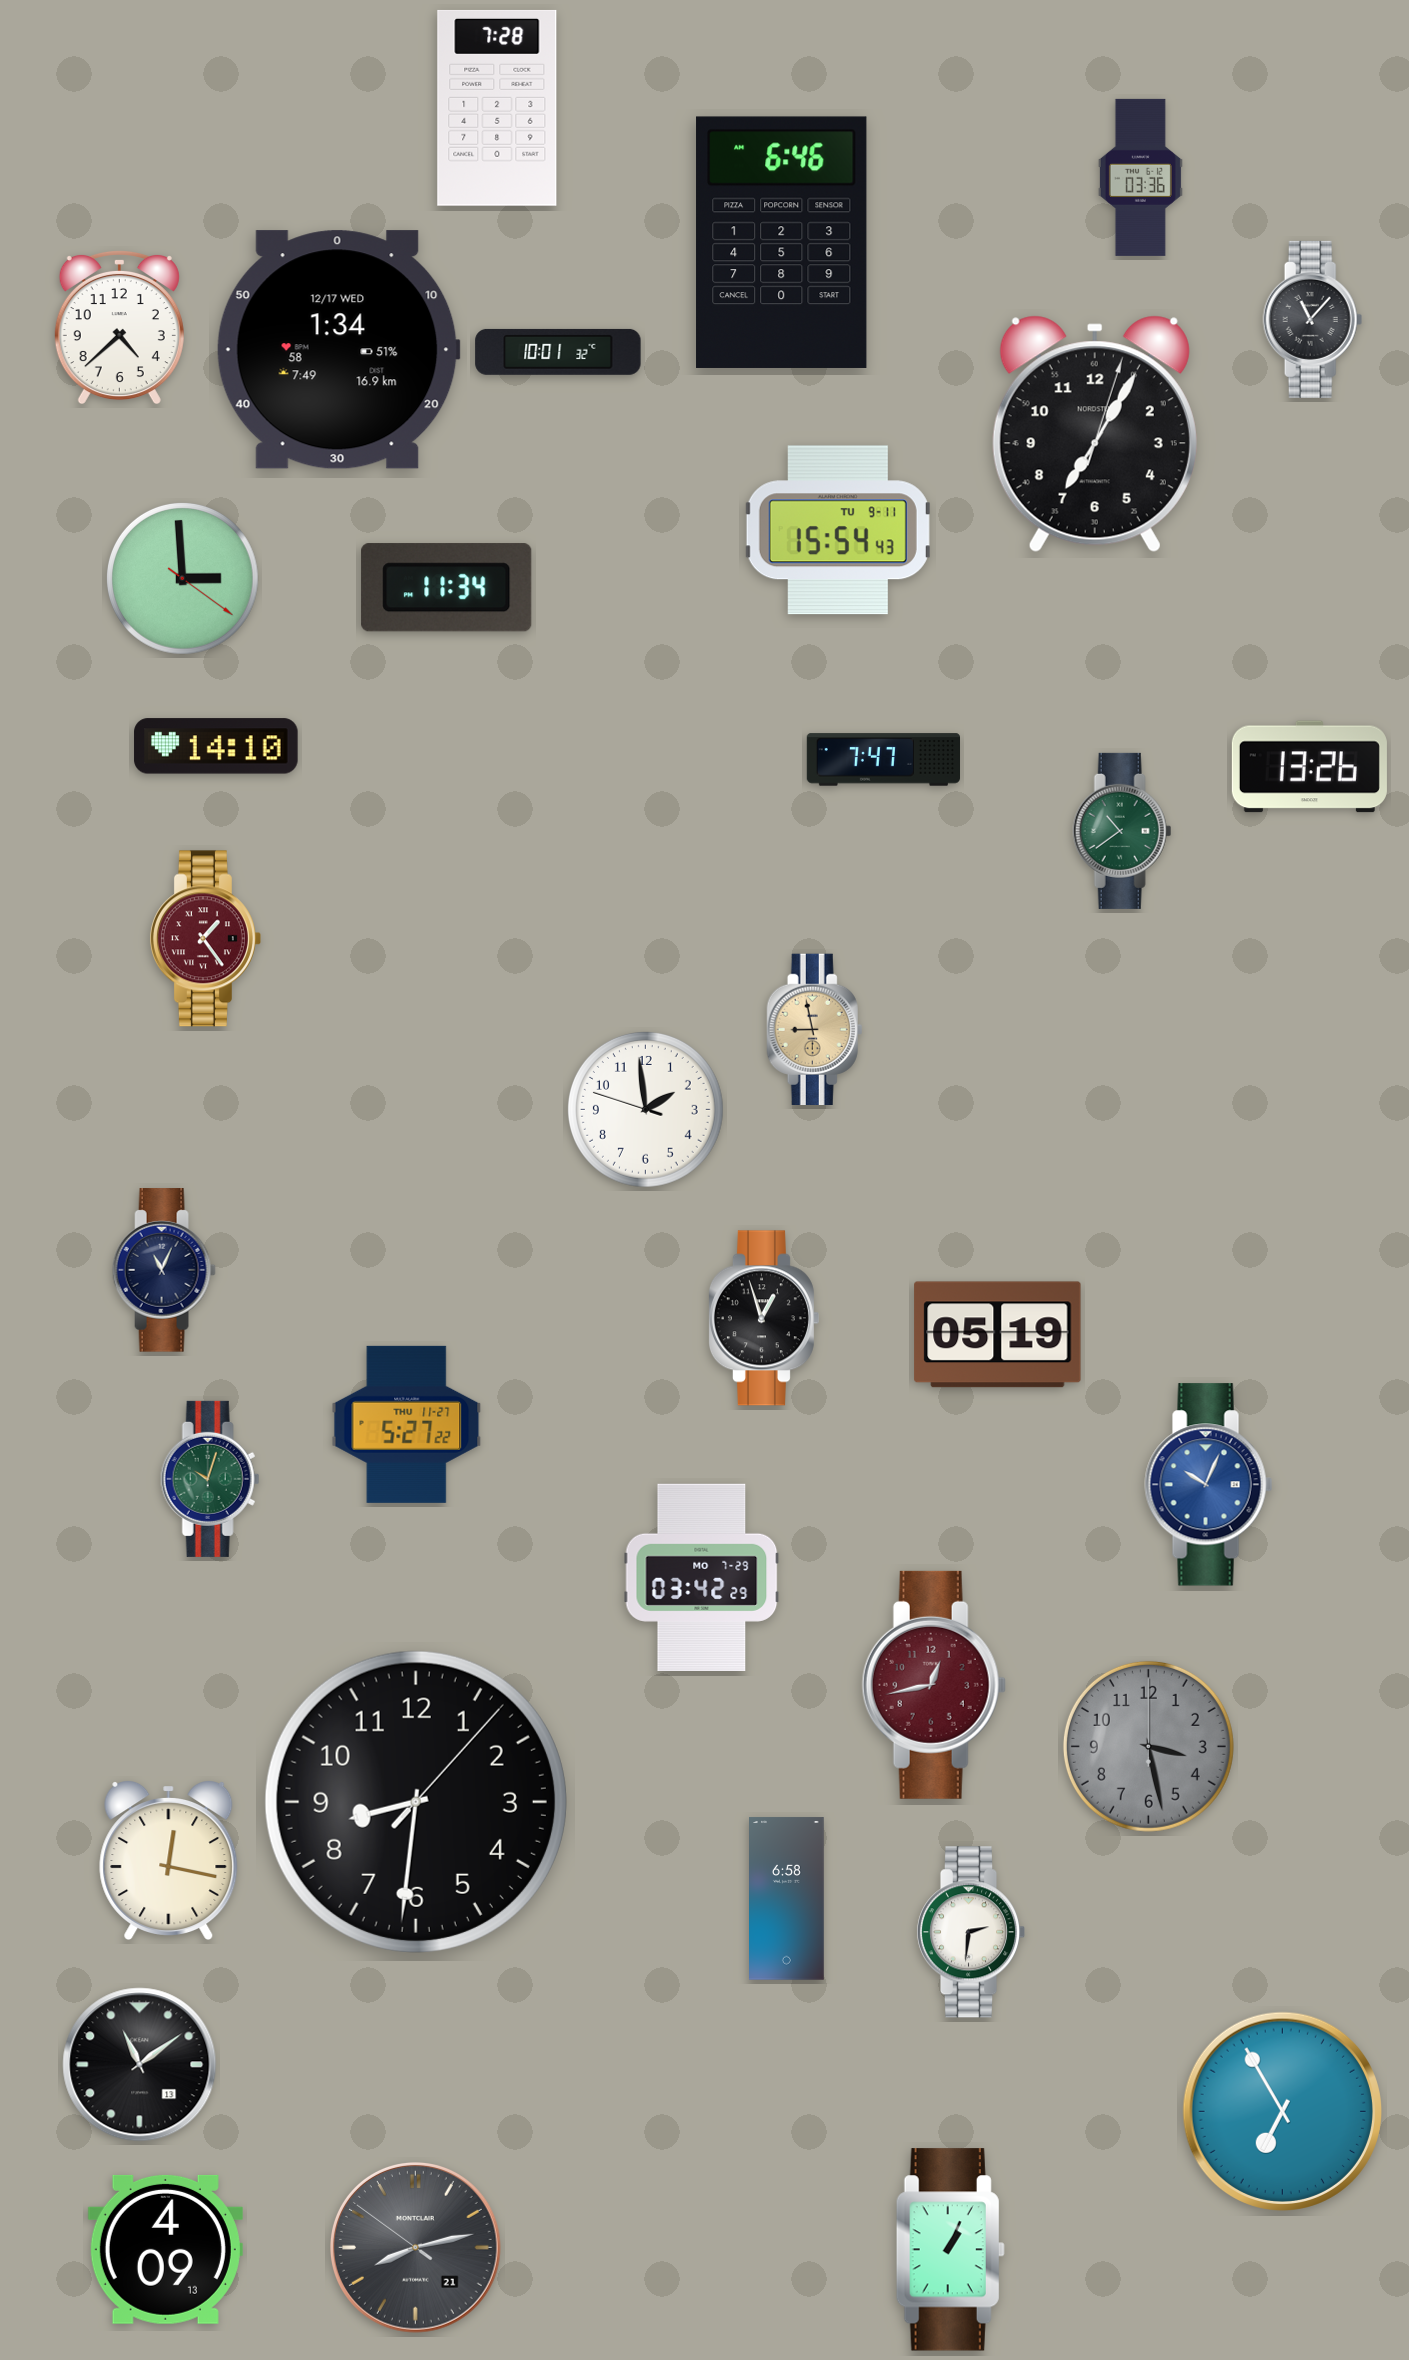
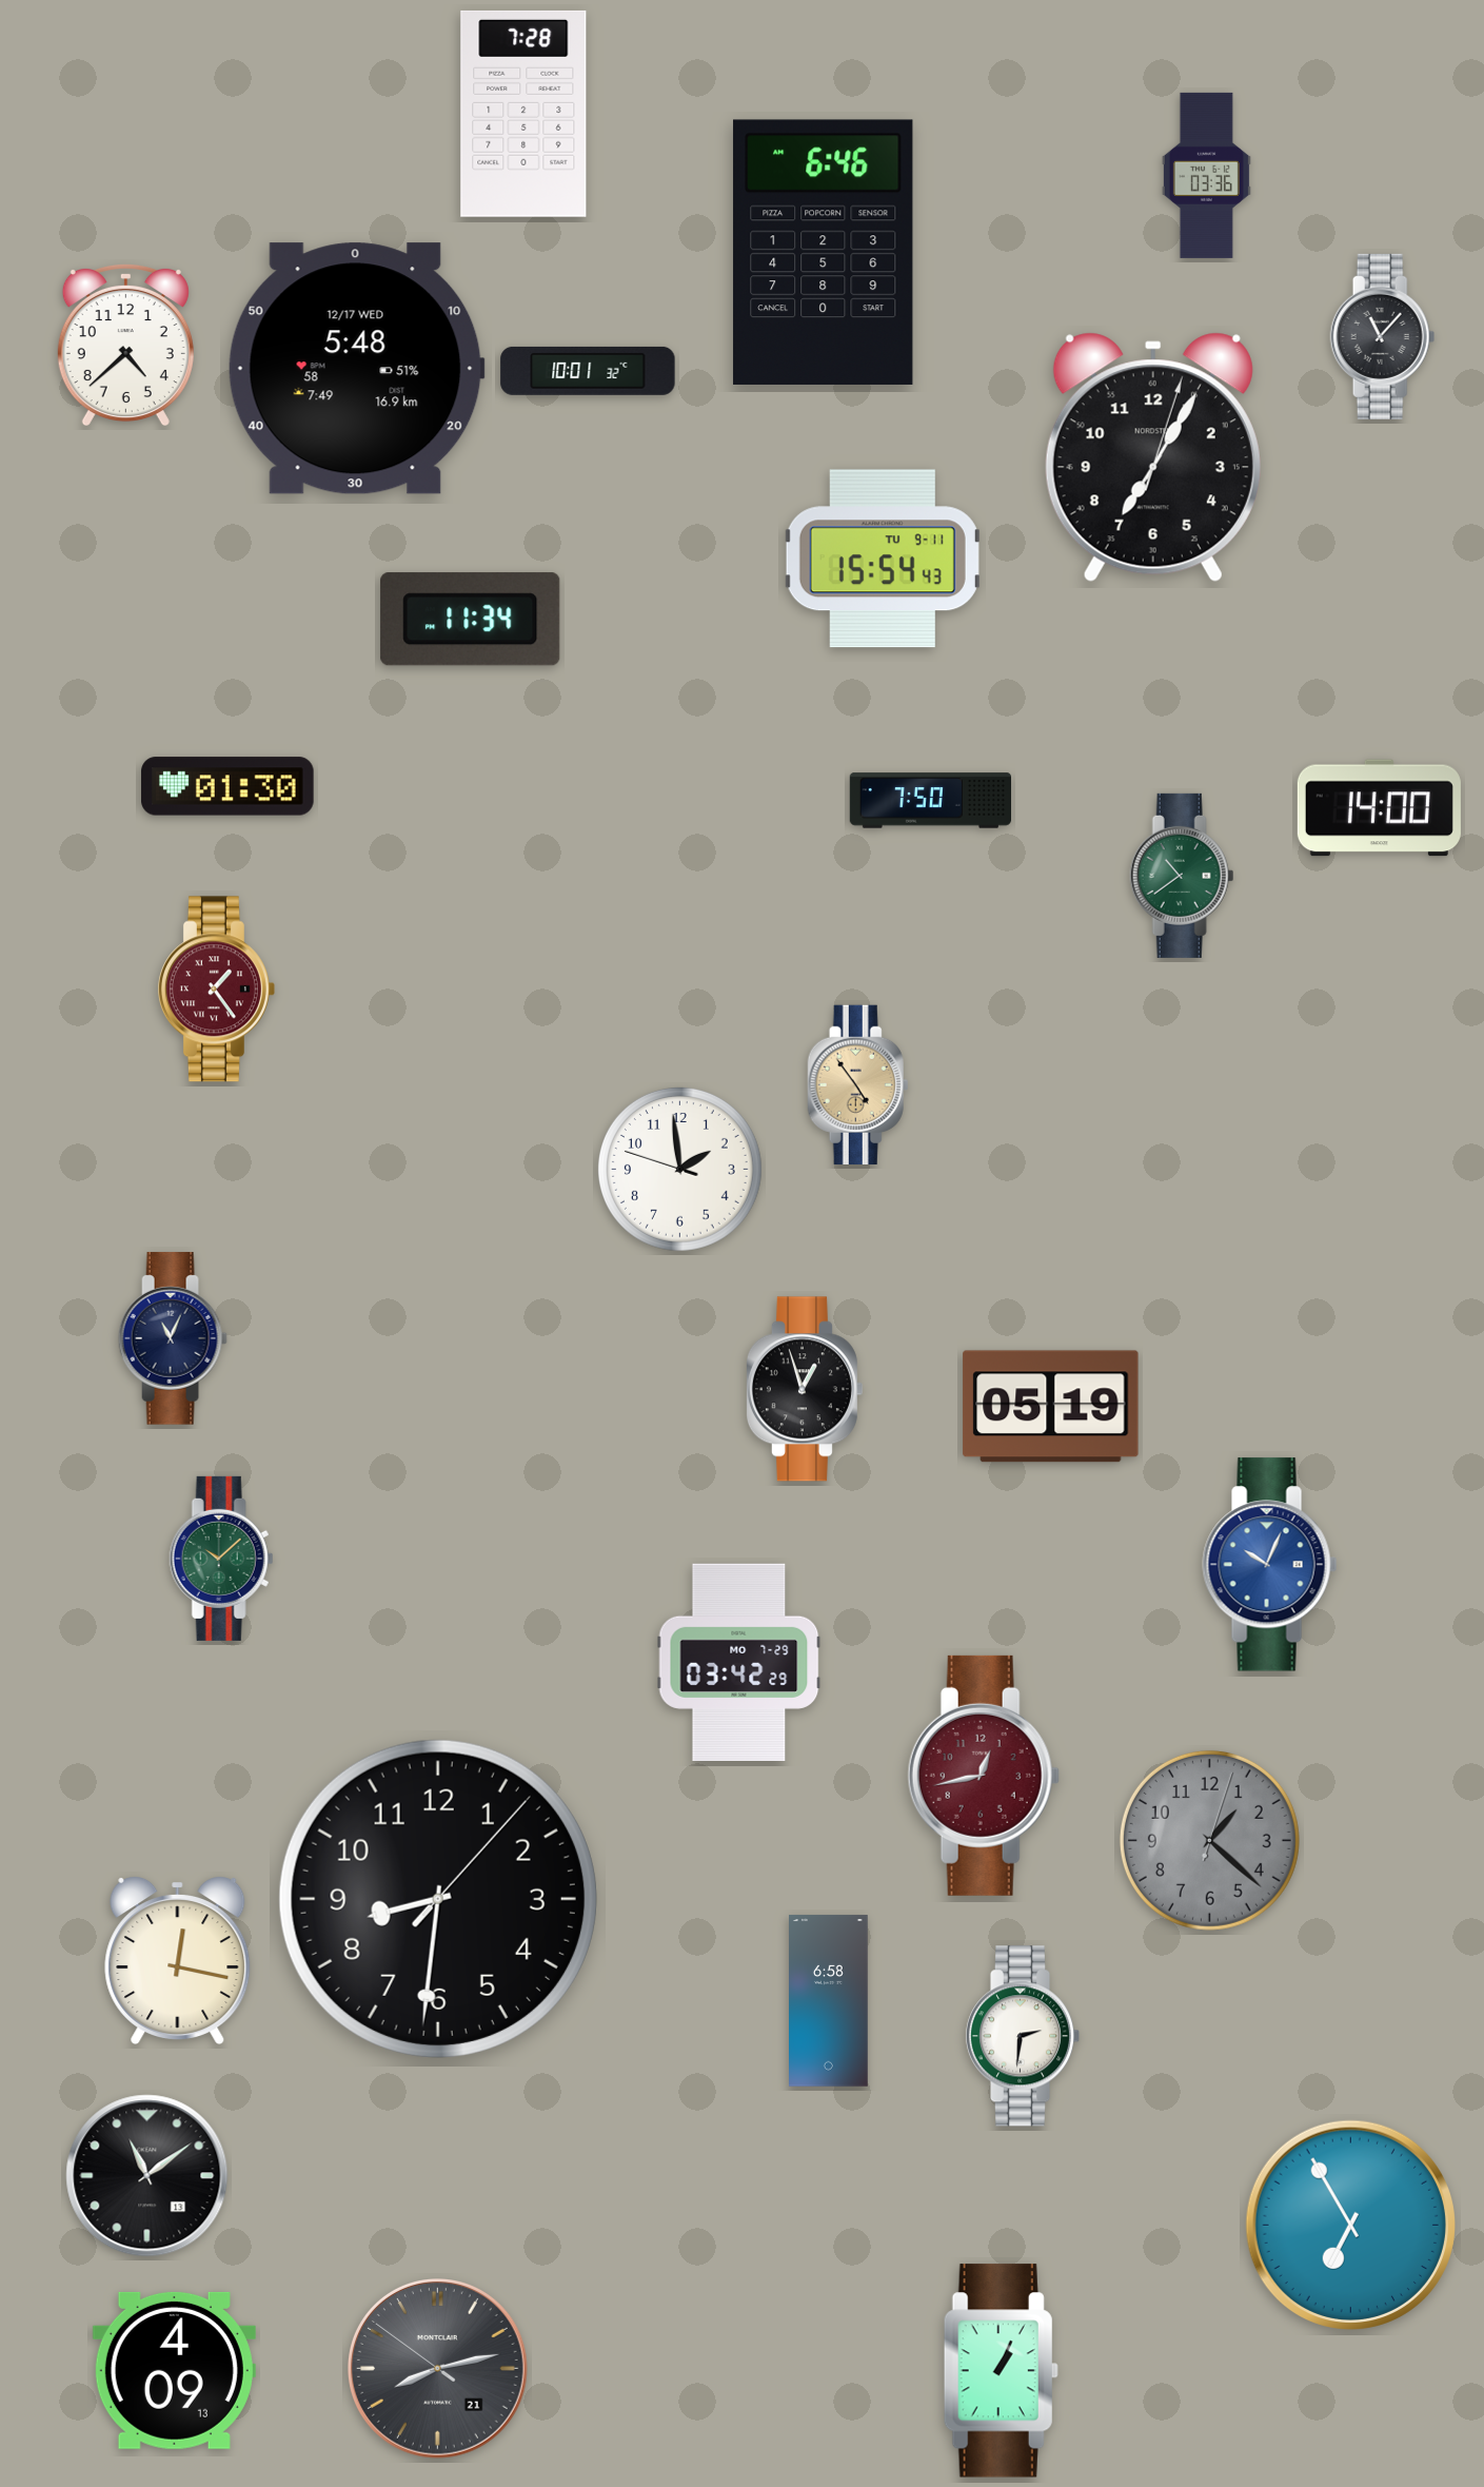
clock at (1140, 177) position: (1140, 177) -> (1206, 175)
clock at (782, 242) position: (782, 242) -> (824, 252)
clock at (338, 350): 1:34 -> 5:48
clock at (182, 578): 2:59 -> none
clock at (216, 746): 14:10 -> 01:30
clock at (883, 760): 7:47 -> 7:50
clock at (1309, 767): 13:26 -> 14:00
clock at (815, 1029): 8:58 -> 4:54
clock at (407, 1424): 5:27 -> none
clock at (210, 1479): 10:03 -> 10:08
clock at (1209, 1485) position: (1209, 1485) -> (1270, 1565)
clock at (1148, 1746): 3:28 -> 1:22
